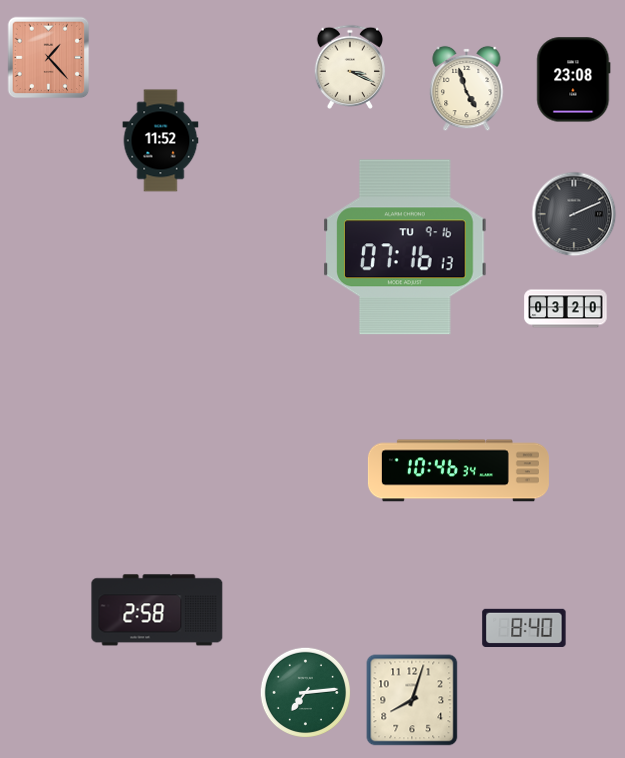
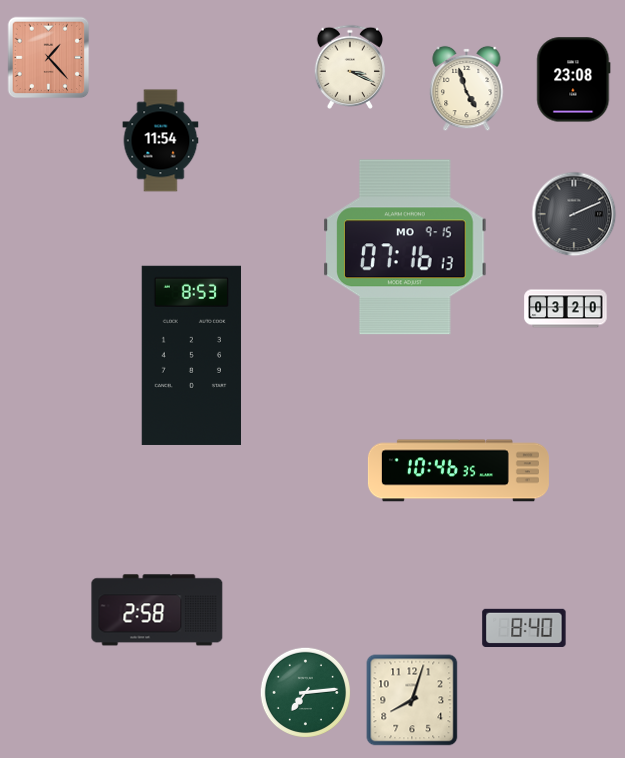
clock at (161, 141): 11:52 -> 11:54
clock at (405, 247) date: TU 9-16 -> MO 9-15
clock at (191, 355): none -> 8:53
clock at (458, 471): 10:46:34 -> 10:46:35
